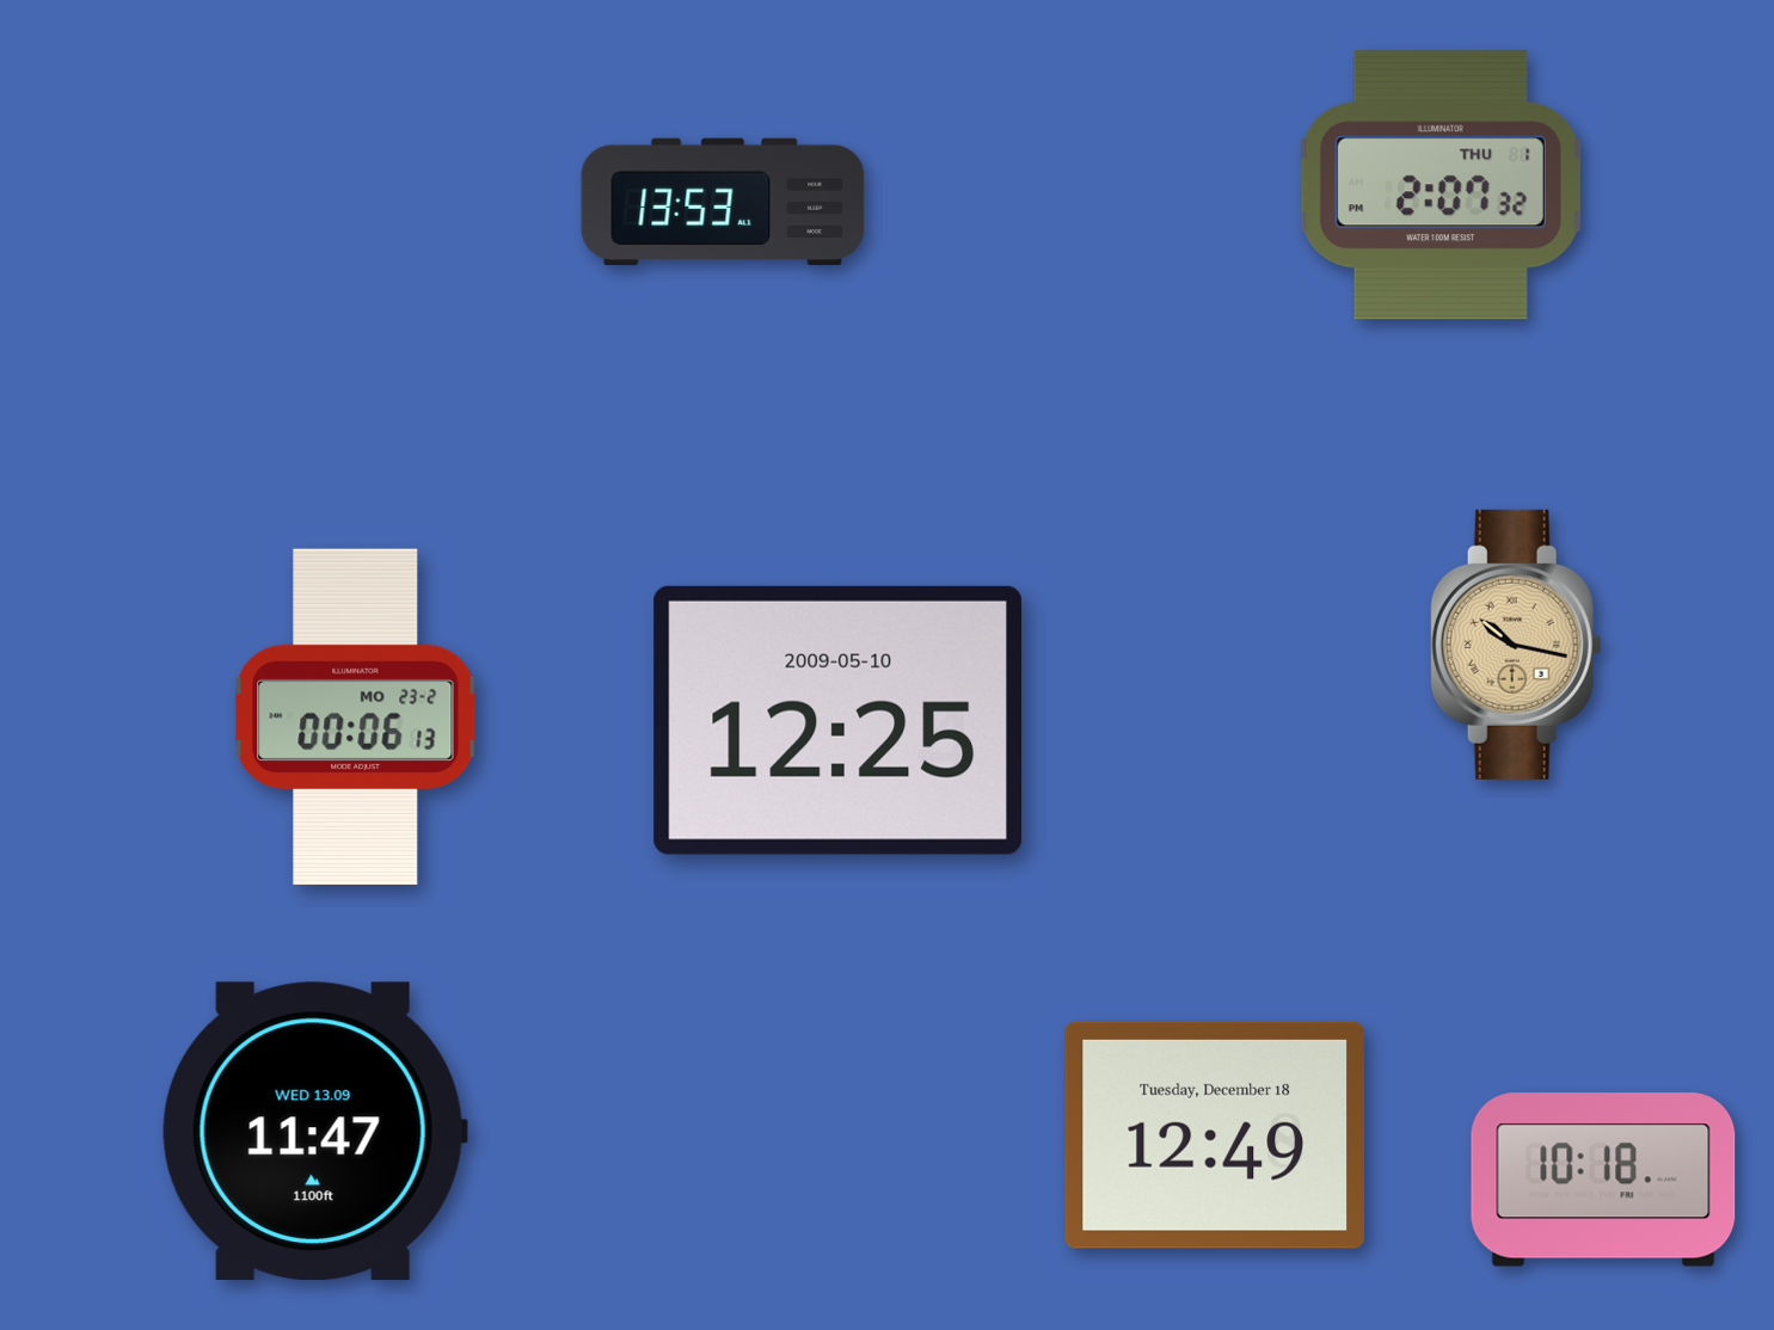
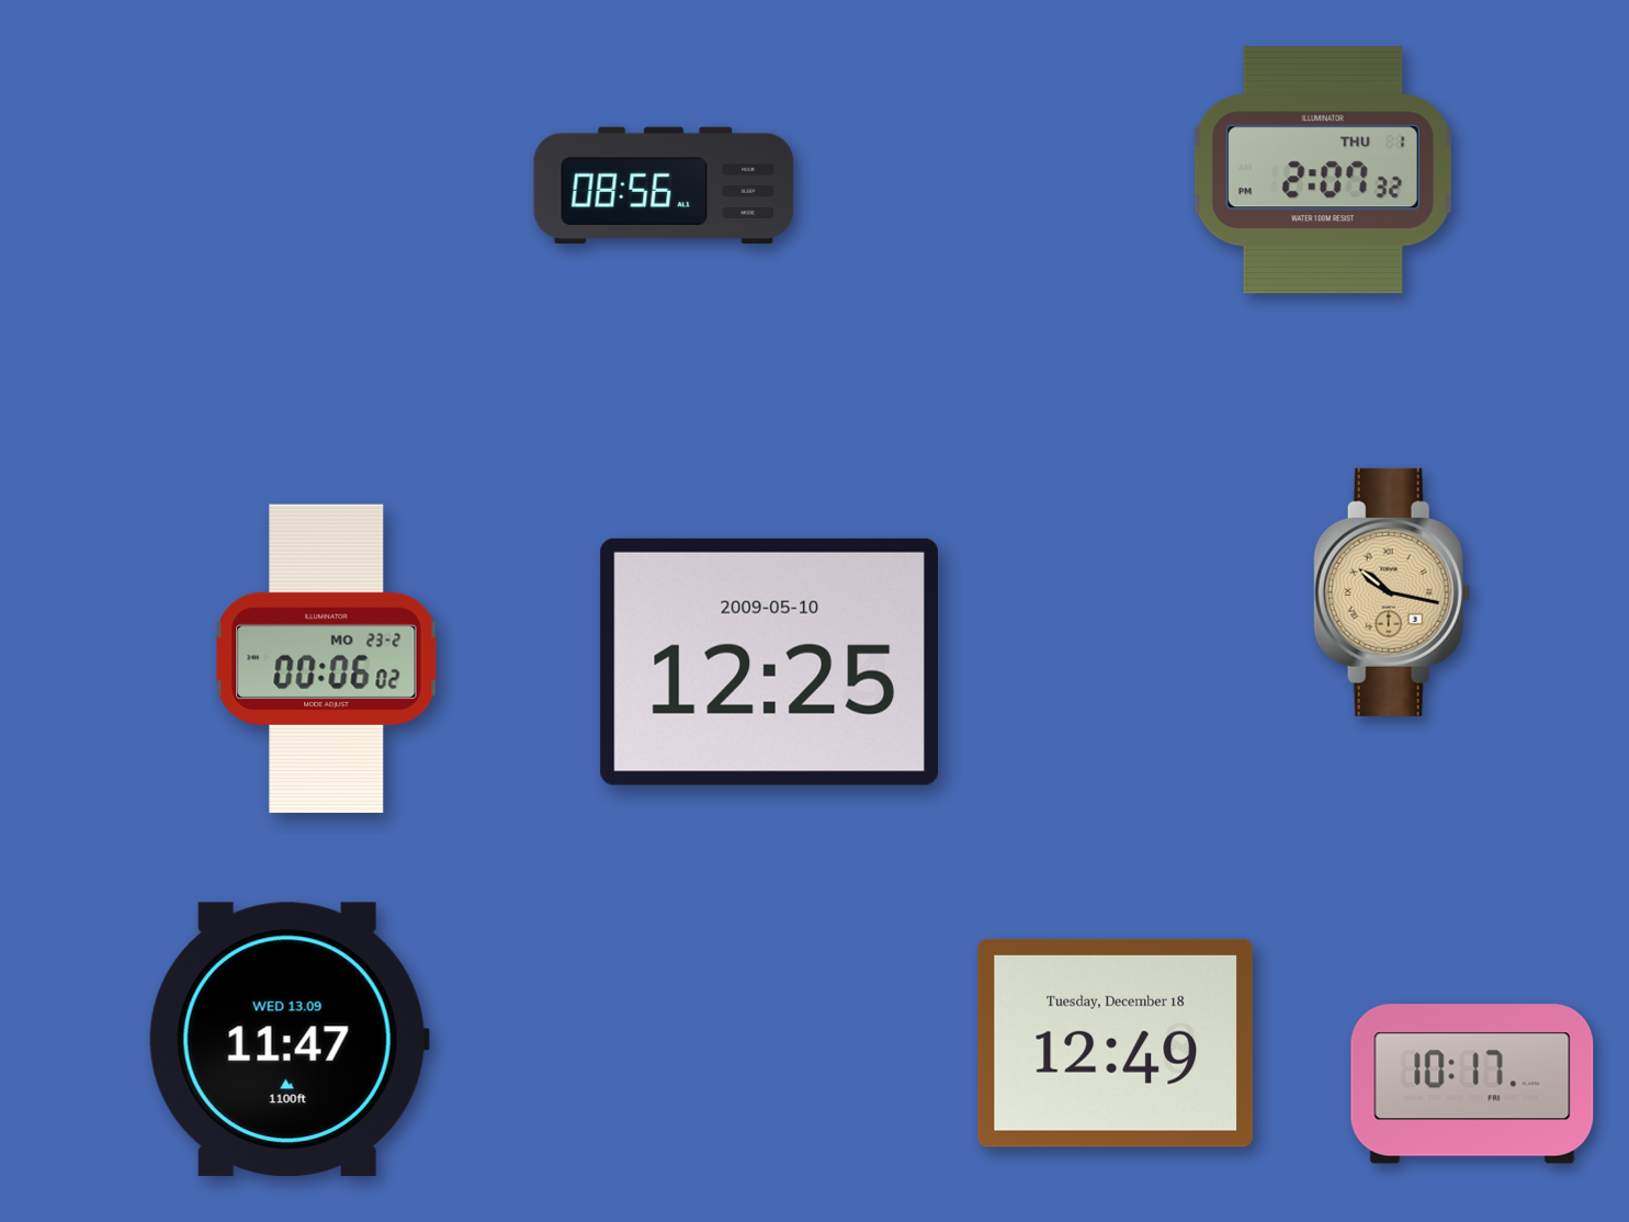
clock at (723, 202): 13:53 -> 08:56
clock at (356, 716): 00:06:13 -> 00:06:02
clock at (1603, 1180): 10:18 -> 10:17
